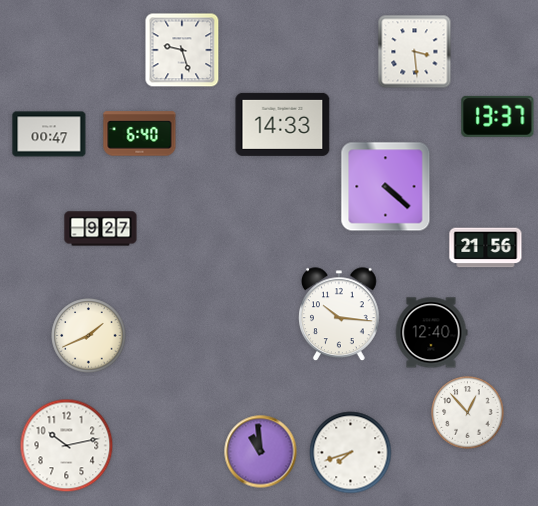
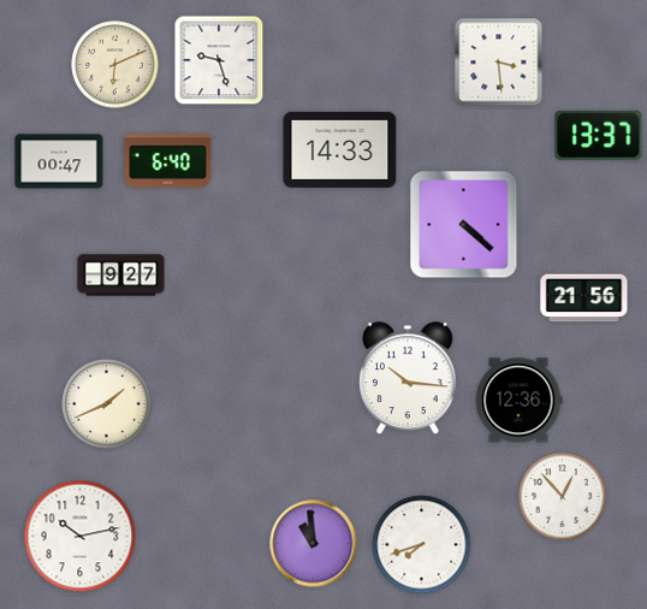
clock at (115, 65): none -> 6:11
clock at (498, 116) position: (498, 116) -> (599, 135)
clock at (431, 333): 12:40 -> 12:36
